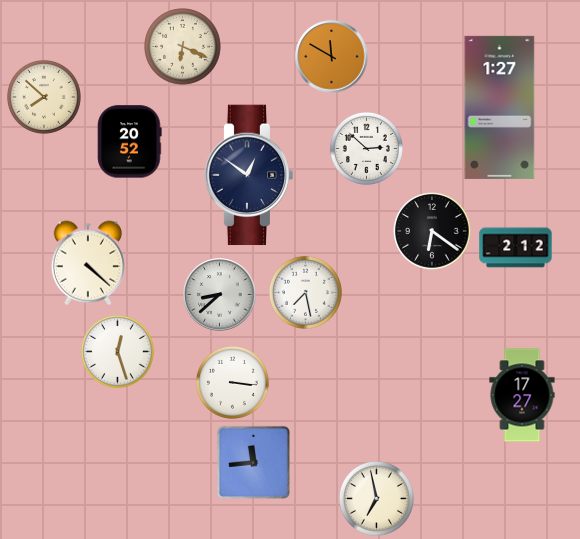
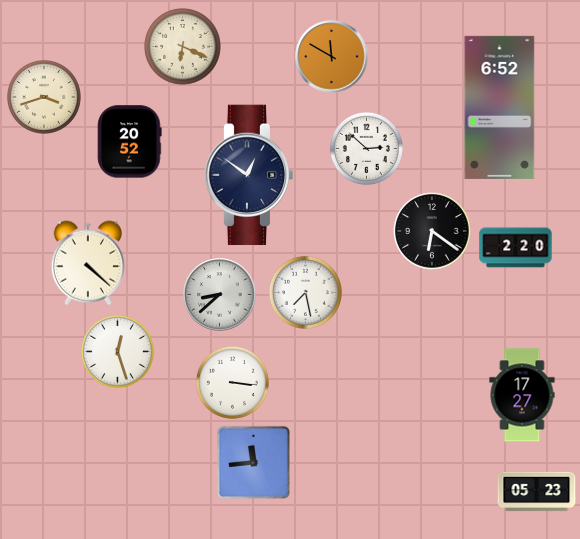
clock at (44, 97): 7:52 -> 3:42
clock at (500, 107): 1:27 -> 6:52
clock at (516, 248): 2:12 -> 2:20
clock at (537, 492): none -> 05:23
clock at (377, 499): 6:58 -> none
